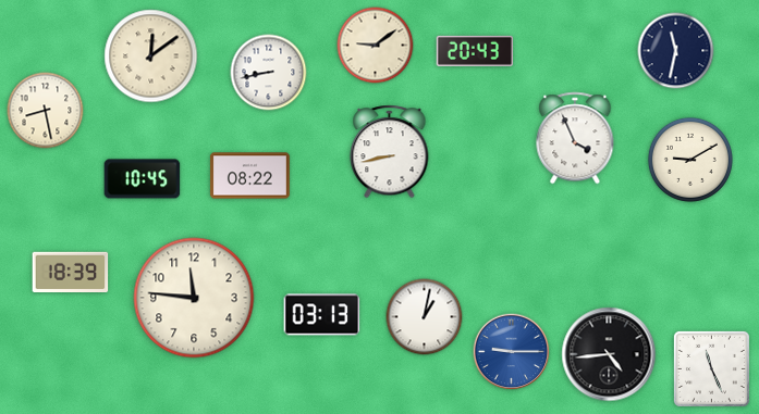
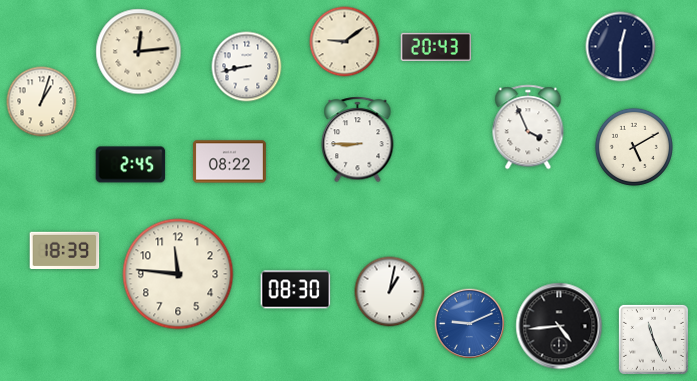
clock at (676, 51): 11:32 -> 12:30
clock at (151, 57): 12:09 -> 12:14
clock at (46, 111): 8:28 -> 1:03
clock at (390, 152): 8:43 -> 8:45
clock at (690, 160): 9:10 -> 5:10
clock at (143, 179): 10:45 -> 2:45
clock at (322, 315): 03:13 -> 08:30
clock at (512, 352): 9:15 -> 9:11
